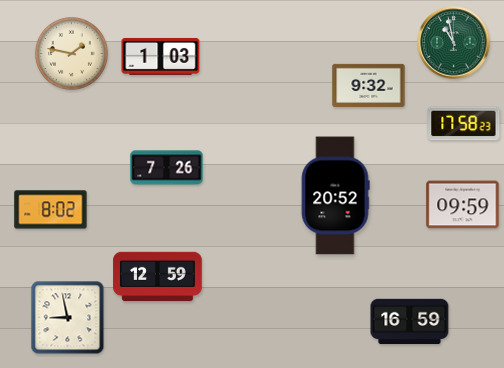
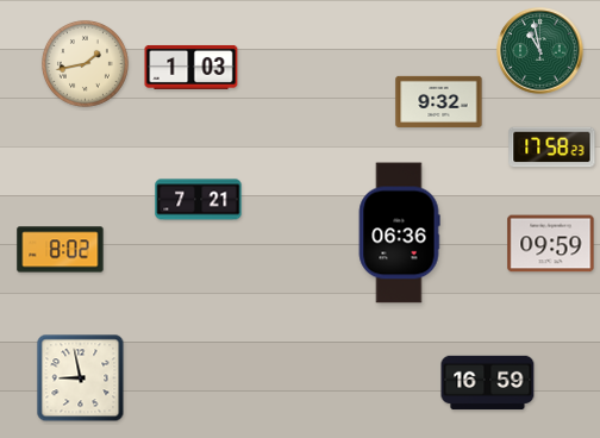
clock at (71, 53): 1:47 -> 1:43
clock at (167, 168): 7:26 -> 7:21
clock at (335, 196): 20:52 -> 06:36
clock at (158, 277): 12:59 -> none
